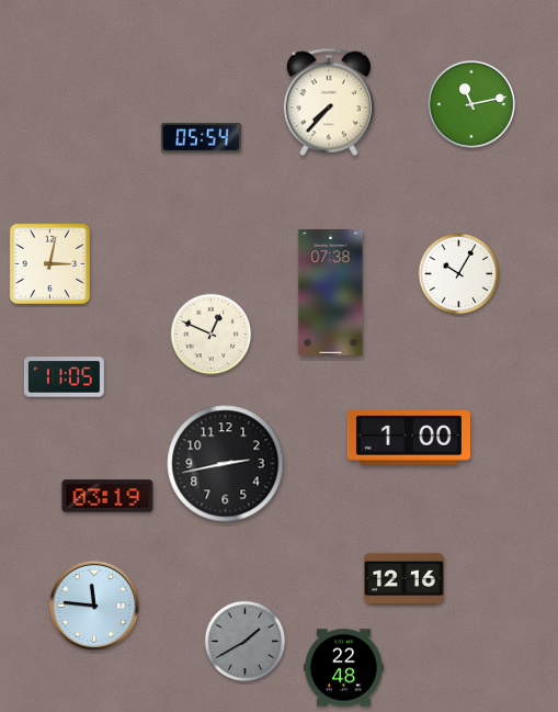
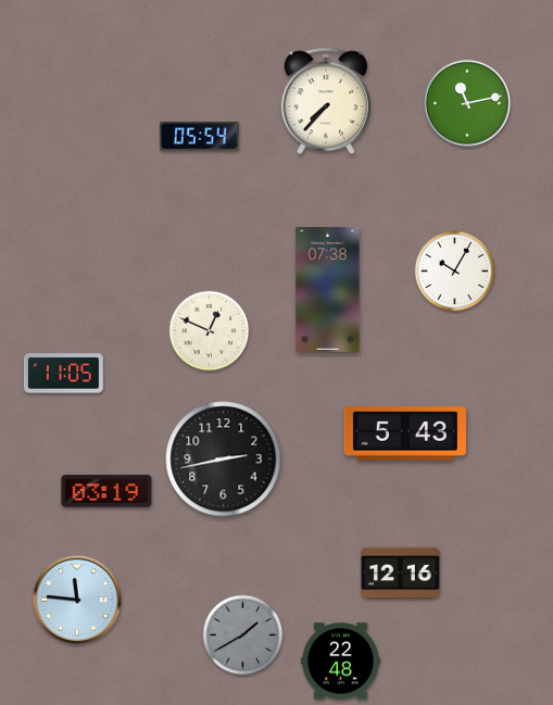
clock at (49, 263): 3:02 -> none
clock at (409, 438): 1:00 -> 5:43
clock at (94, 606) position: (94, 606) -> (77, 600)
